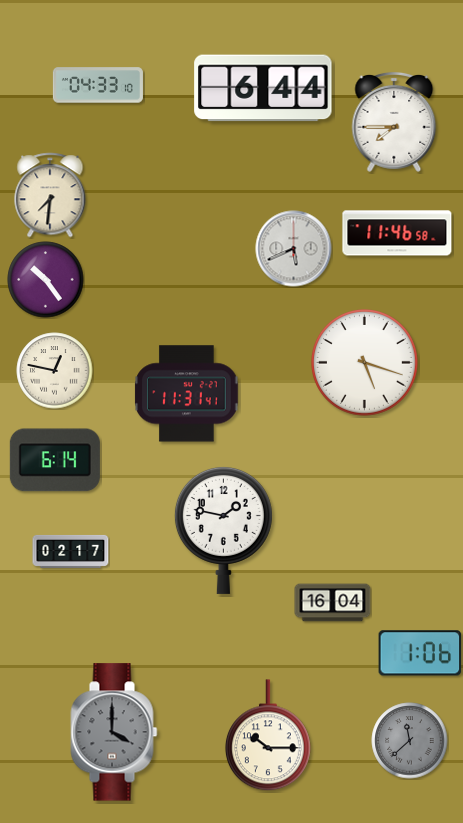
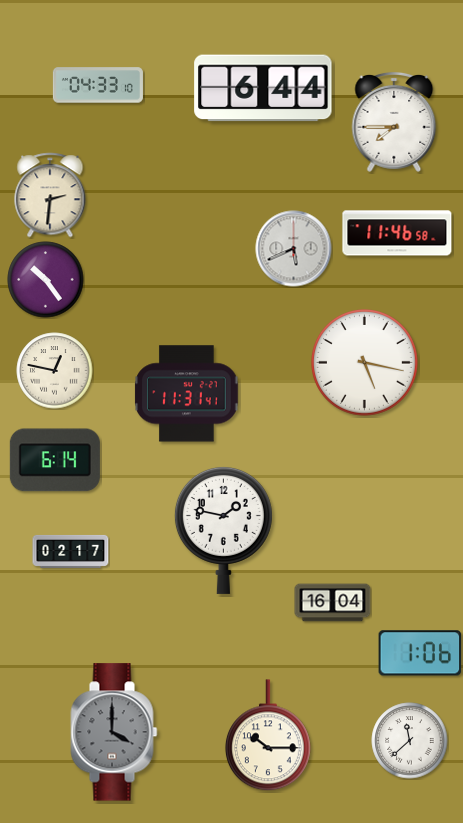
clock at (50, 195): 7:31 -> 2:31
clock at (365, 363): 5:18 -> 5:17
clock at (410, 741) dial: grey -> white
